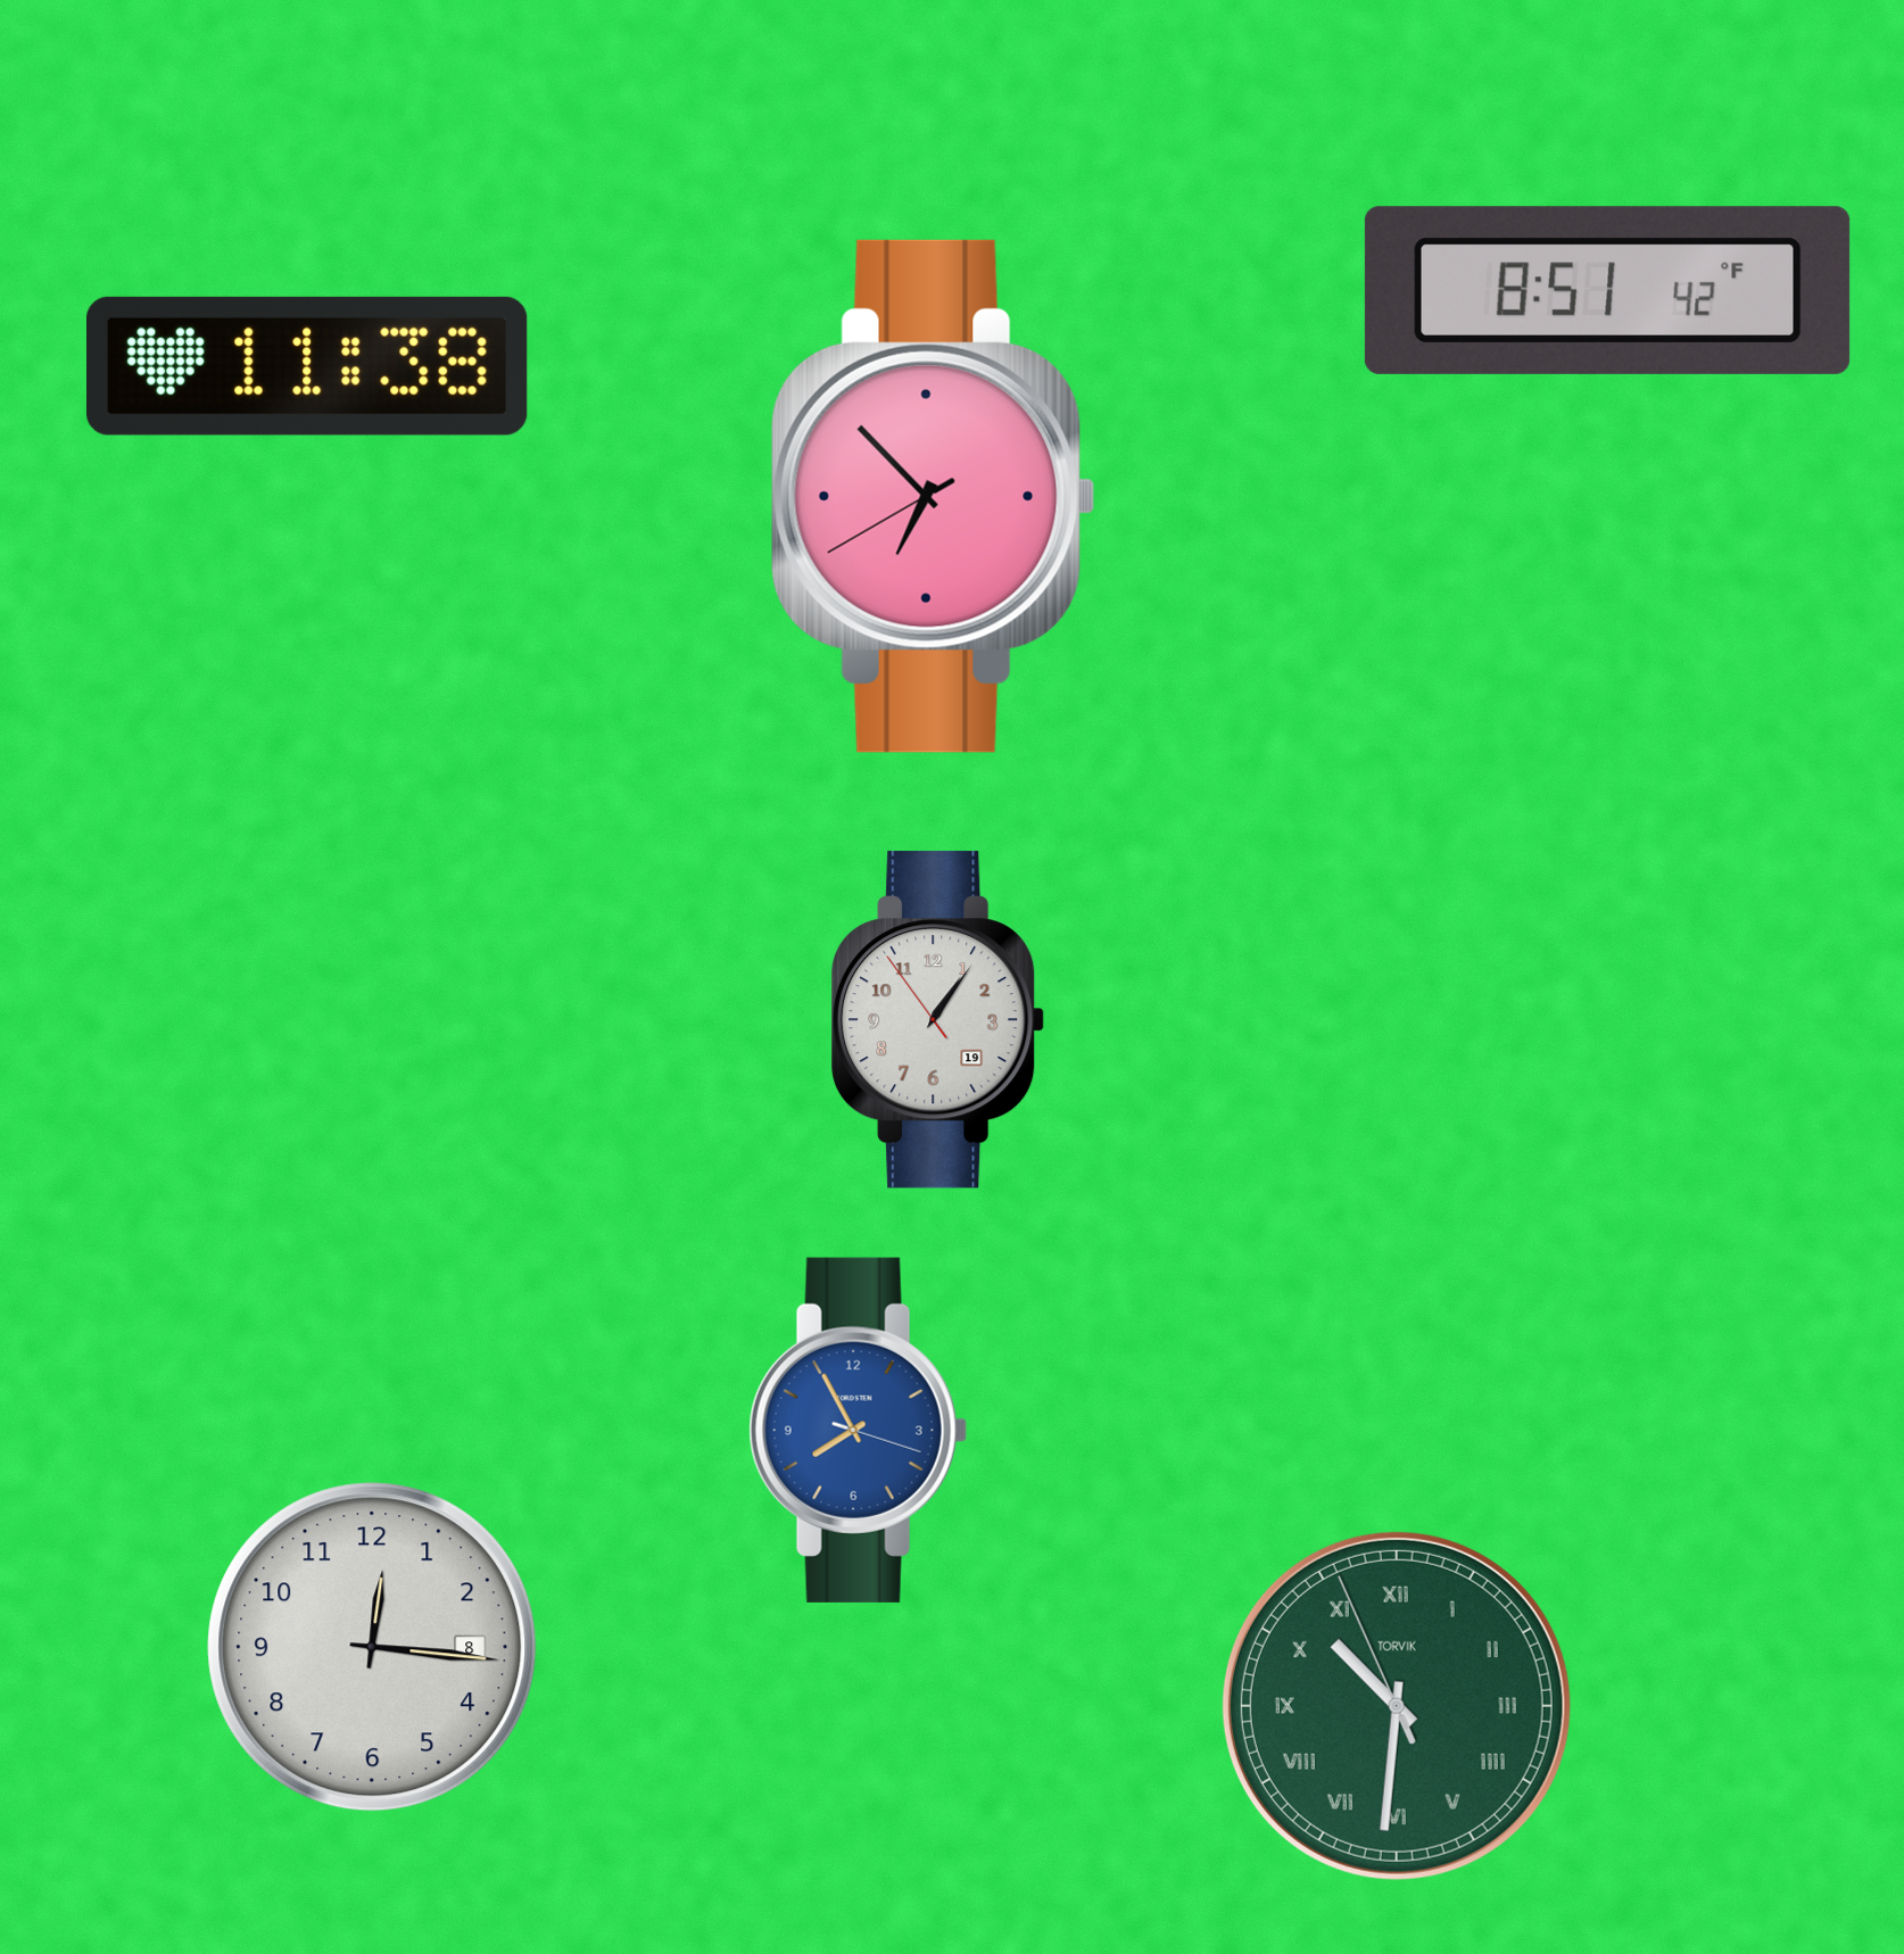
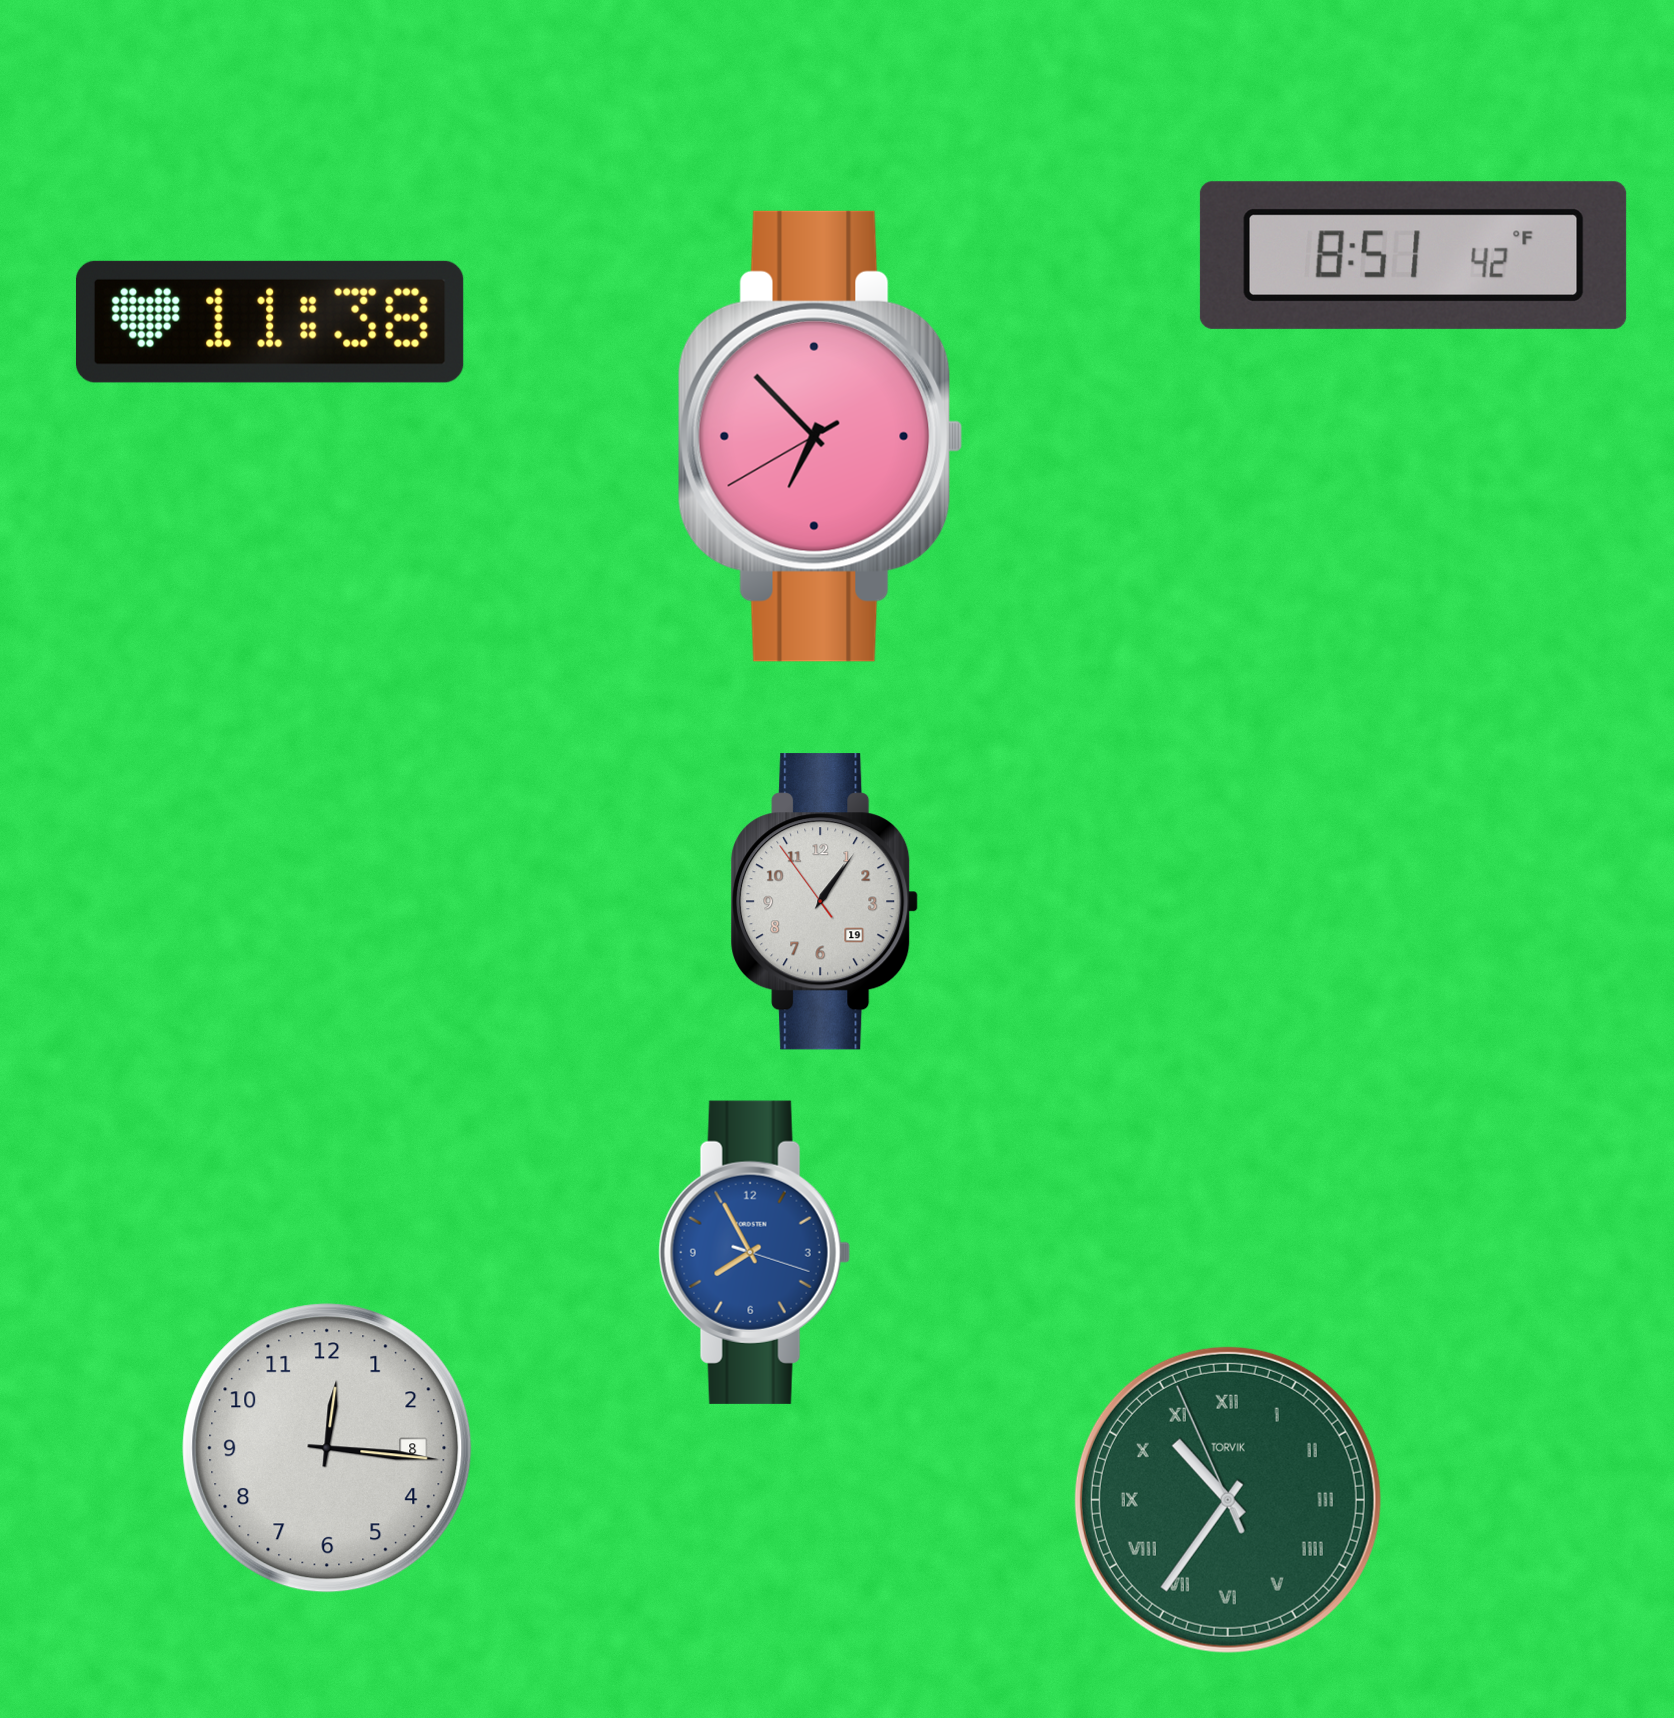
clock at (938, 1020) position: (938, 1020) -> (825, 902)
clock at (858, 1430) position: (858, 1430) -> (754, 1252)
clock at (1397, 1706): 10:30 -> 10:35
